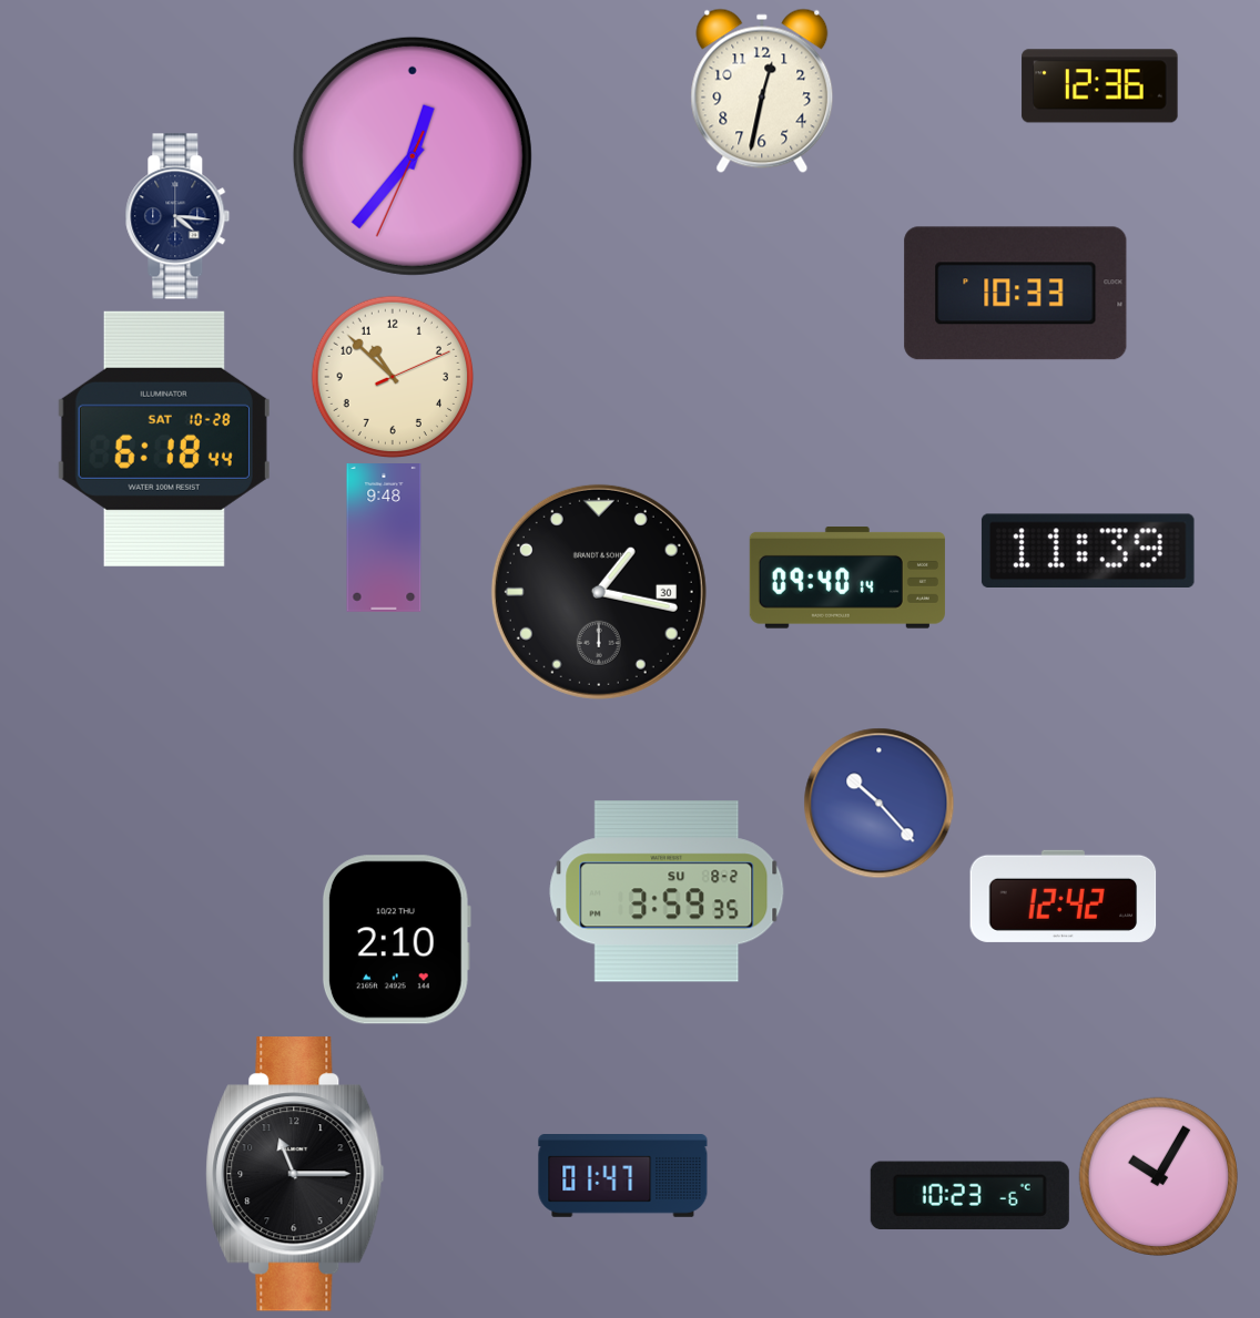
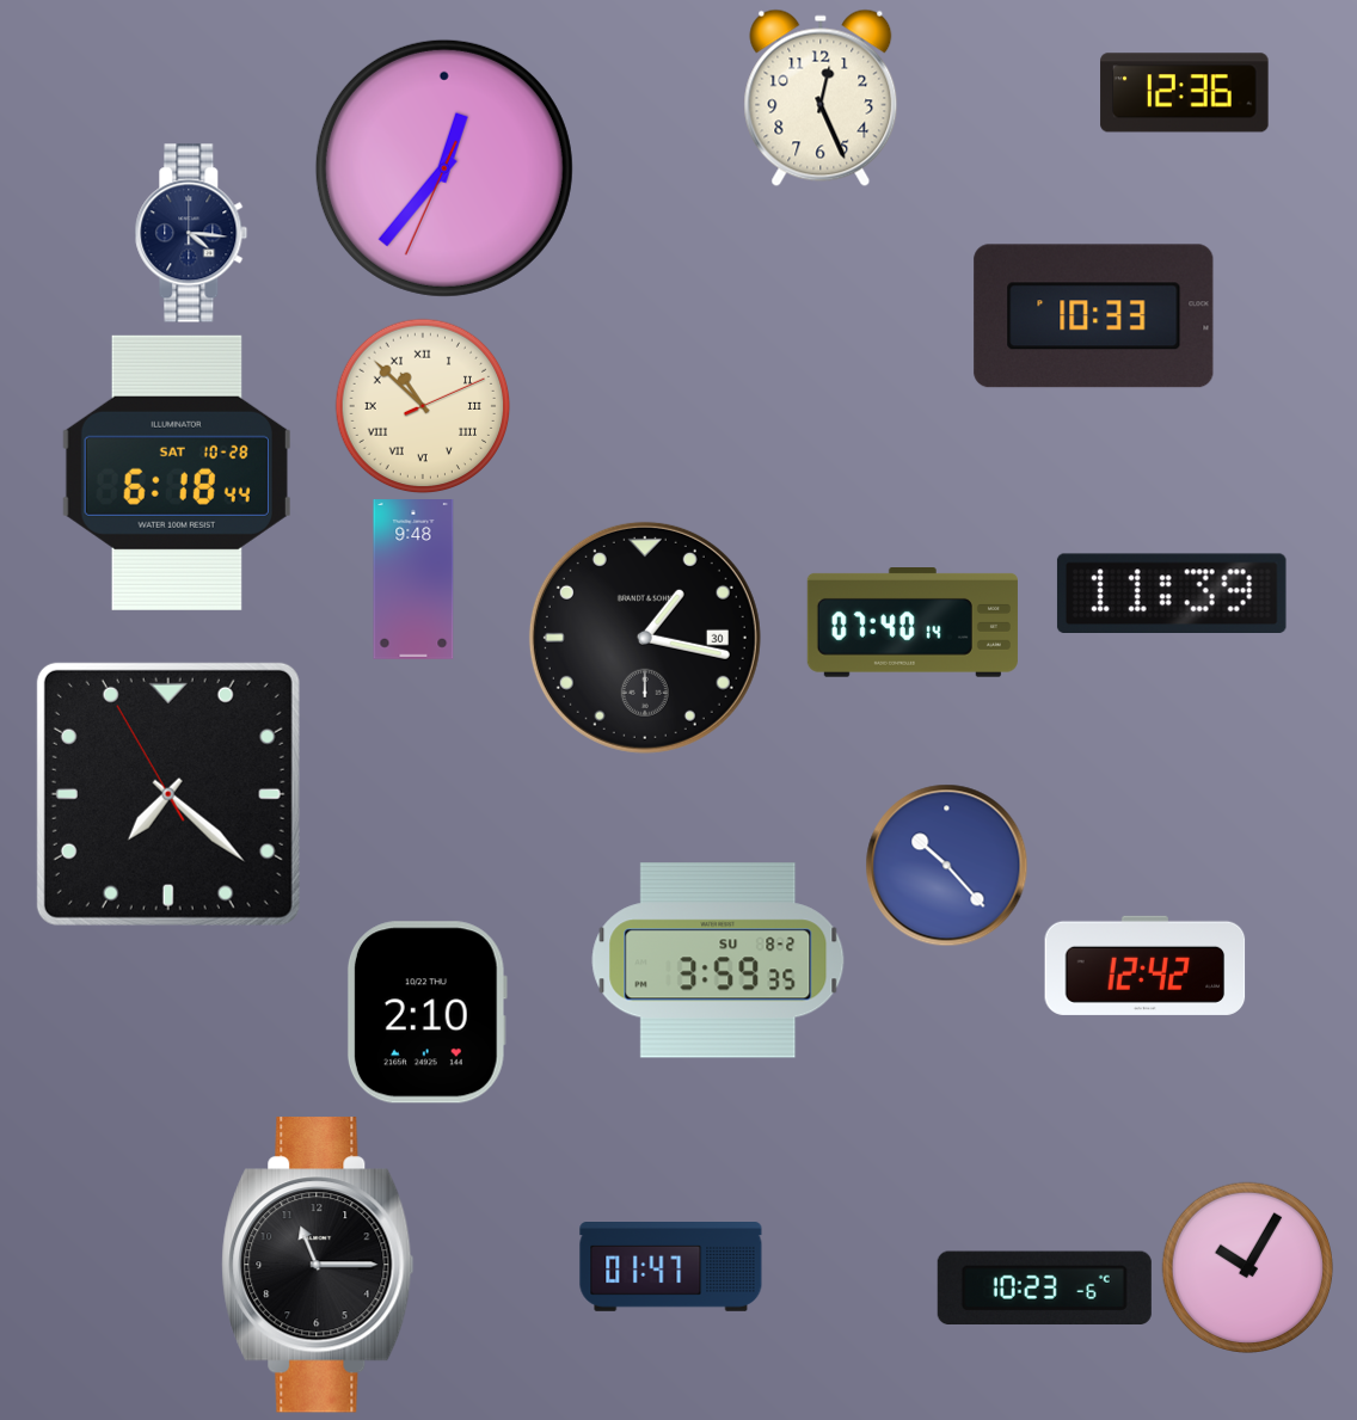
clock at (762, 91): 12:32 -> 12:26
clock at (393, 377) numerals: Arabic -> Roman
clock at (847, 579): 09:40 -> 07:40
clock at (168, 794): none -> 7:21
